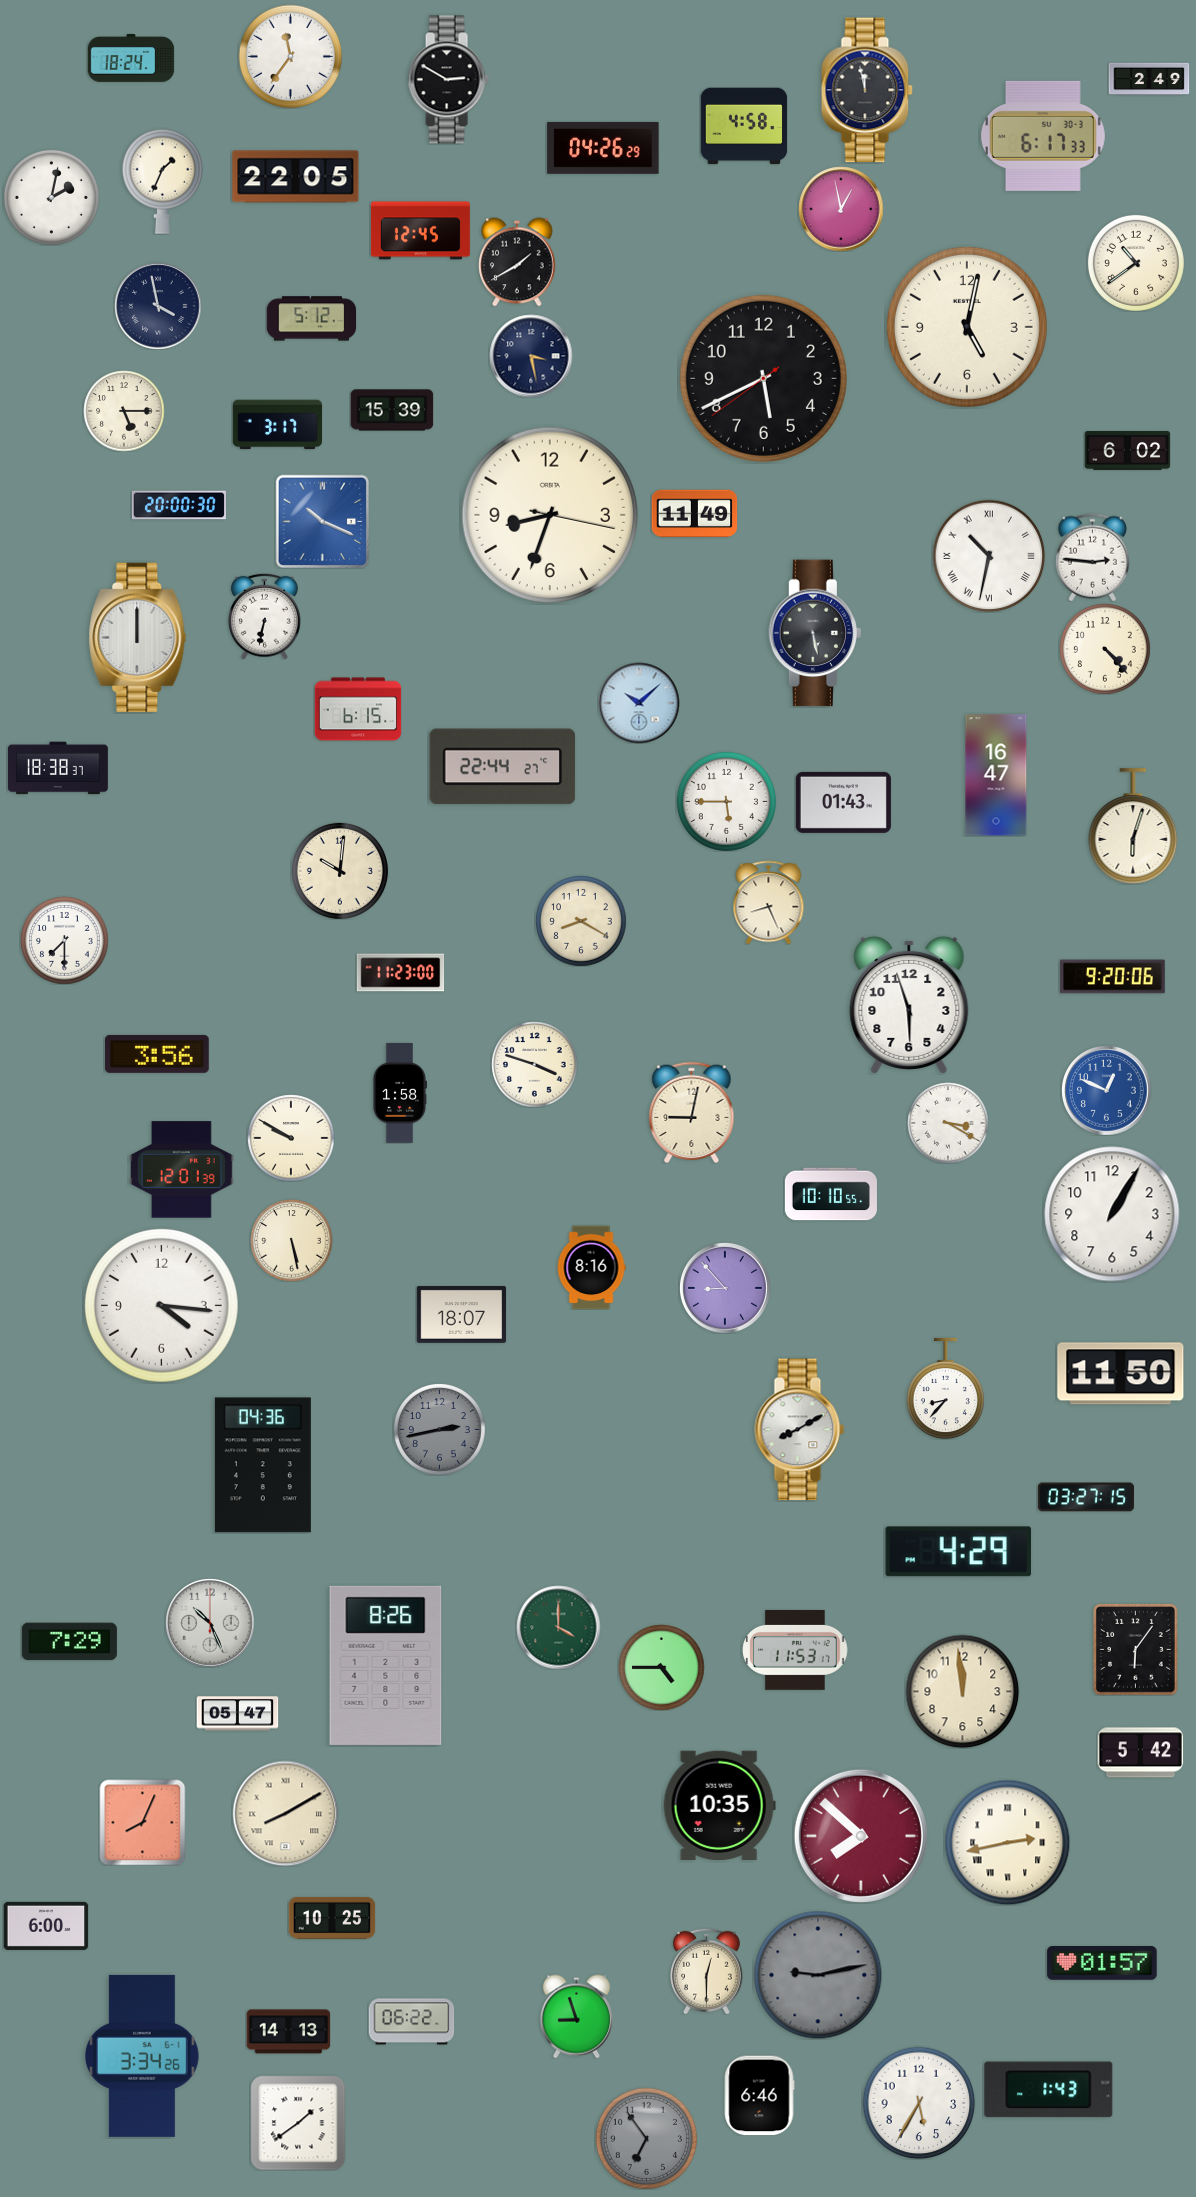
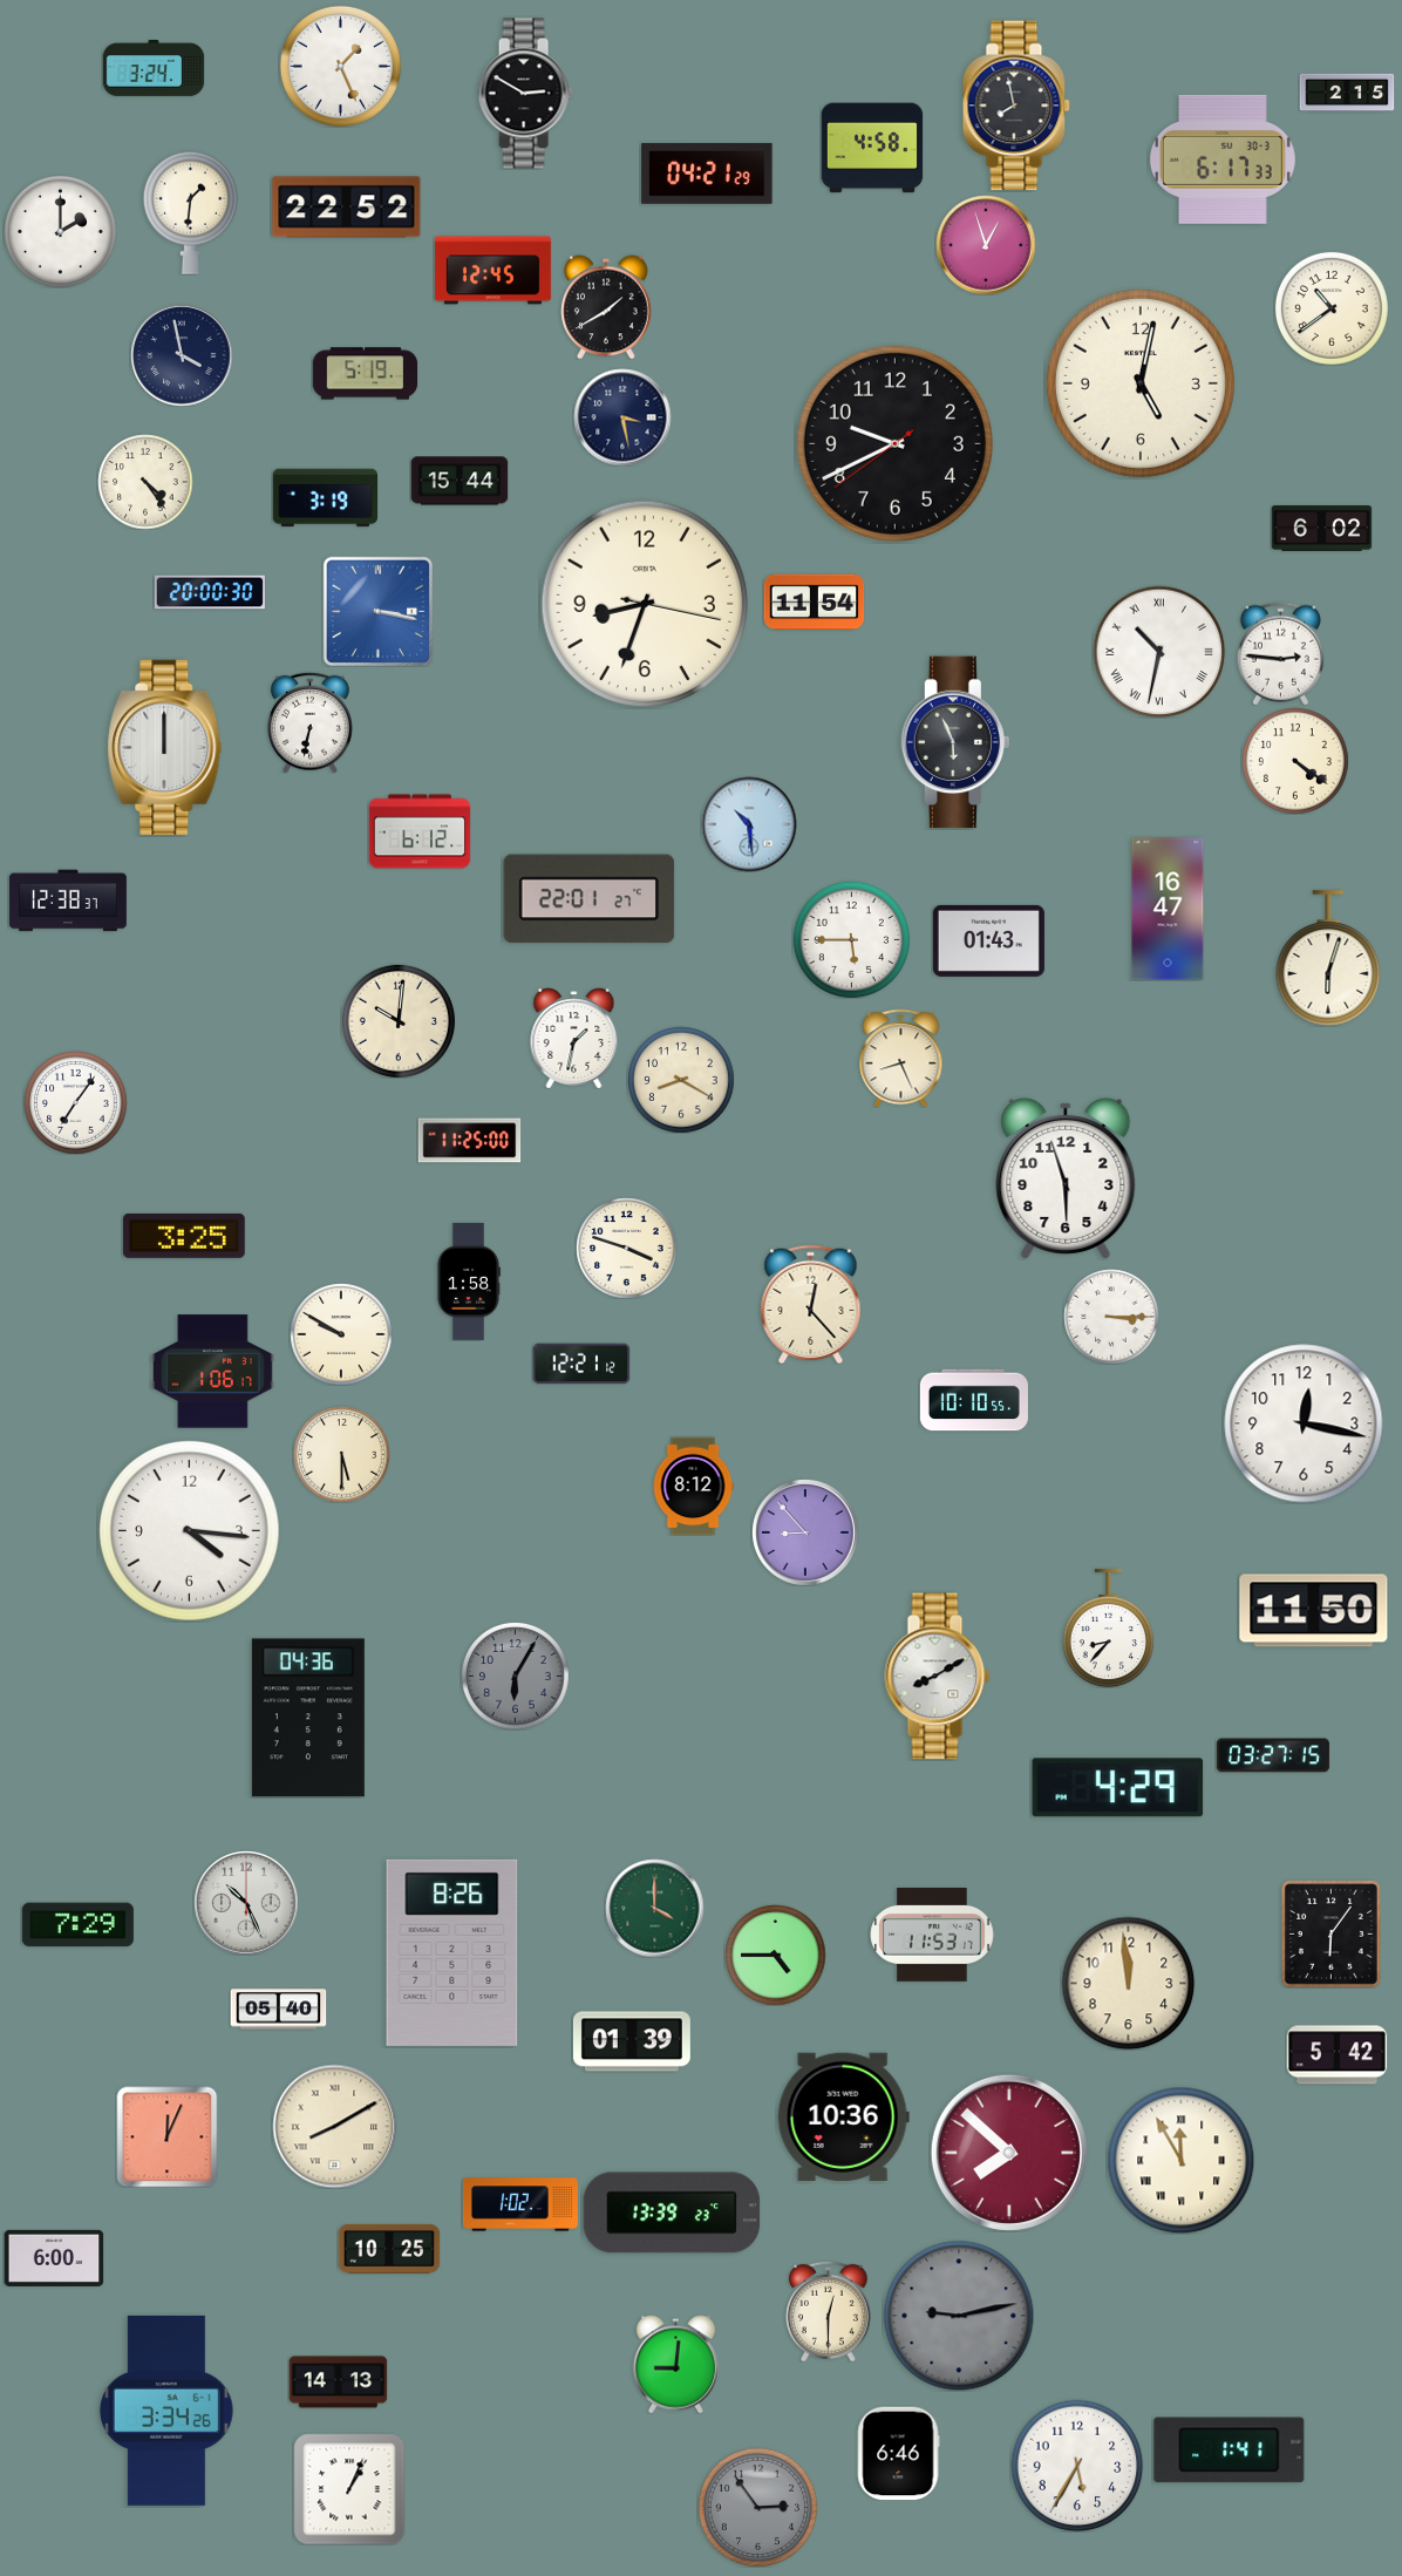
clock at (290, 56): 11:36 -> 1:26
clock at (131, 58): 18:24 -> 3:24
clock at (1149, 79): 2:49 -> 2:15
clock at (867, 90): 11:58 -> 7:58
clock at (603, 148): 04:26 -> 04:21
clock at (296, 177): 22:05 -> 22:52
clock at (162, 181): 1:34 -> 1:31
clock at (51, 197): 2:02 -> 2:00
clock at (841, 209): 12:58 -> 12:57
clock at (158, 306) position: (158, 306) -> (182, 355)
clock at (311, 319): 5:12 -> 5:19
clock at (967, 327) position: (967, 327) -> (1141, 383)
clock at (763, 378): 5:40 -> 9:40
clock at (392, 410): 15:39 -> 15:44
clock at (124, 411): 5:15 -> 4:24
clock at (277, 425): 3:17 -> 3:19
clock at (694, 514): 11:49 -> 11:54
clock at (322, 521): 10:19 -> 3:17
clock at (814, 633): 5:28 -> 5:56
clock at (138, 638) position: (138, 638) -> (165, 748)
clock at (1105, 649): 4:23 -> 4:21
clock at (639, 703): 10:08 -> 10:29
clock at (358, 709): 6:15 -> 6:12
clock at (503, 767): 22:44 -> 22:01
clock at (58, 768): 18:38 -> 12:38
clock at (1133, 826) position: (1133, 826) -> (1328, 958)
clock at (574, 1038): none -> 1:32
clock at (64, 940): 7:30 -> 7:06
clock at (400, 973): 11:23 -> 11:25
clock at (1113, 977): 9:20 -> none
clock at (158, 1054): 3:56 -> 3:25
clock at (1107, 1091): 12:49 -> none
clock at (692, 1112): 9:02 -> 12:23
clock at (948, 1123): 3:20 -> 3:15
clock at (581, 1364): none -> 12:21
clock at (182, 1170): 12:01 -> 1:06
clock at (1112, 1214): 1:05 -> 12:17
clock at (291, 1240): 5:28 -> 5:30
clock at (591, 1267): 8:16 -> 8:12
clock at (725, 1288) position: (725, 1288) -> (805, 1532)
clock at (461, 1314): 18:07 -> none
clock at (439, 1429): 2:43 -> 6:05
clock at (959, 1552) position: (959, 1552) -> (1118, 1788)
clock at (69, 1642) position: (69, 1642) -> (77, 1925)
clock at (237, 1714): 05:47 -> 05:40
clock at (632, 2041): none -> 01:39
clock at (719, 1805): 10:35 -> 10:36
clock at (142, 1822): 8:04 -> 12:04
clock at (1007, 1842): 2:43 -> 11:55
clock at (520, 2204): none -> 1:02
clock at (672, 2213): none -> 13:39
clock at (1102, 1964): 01:57 -> none
clock at (576, 2016): 8:57 -> 9:01
clock at (411, 2022): 06:22 -> none
clock at (1049, 2090): 1:43 -> 1:41
clock at (759, 2095) position: (759, 2095) -> (898, 2453)
clock at (298, 2123): 1:39 -> 1:04
clock at (646, 2138): 6:54 -> 2:54
